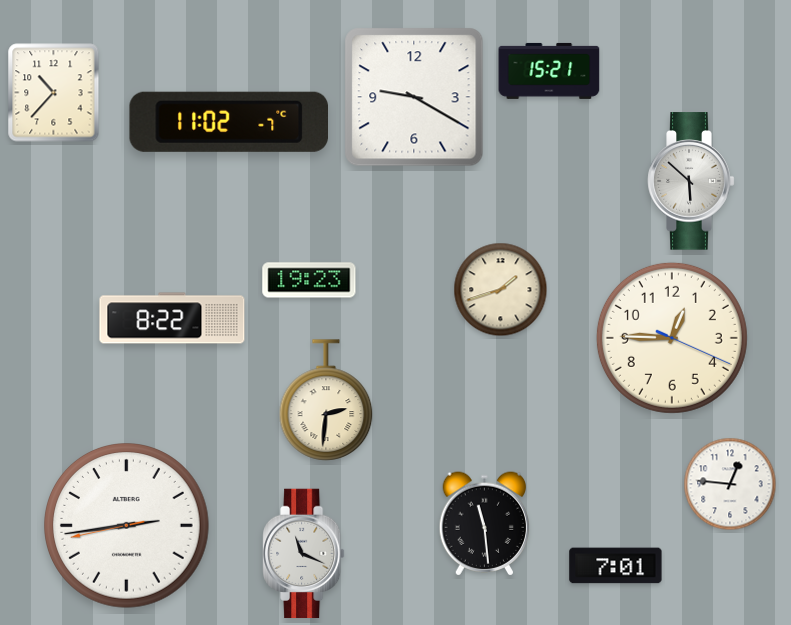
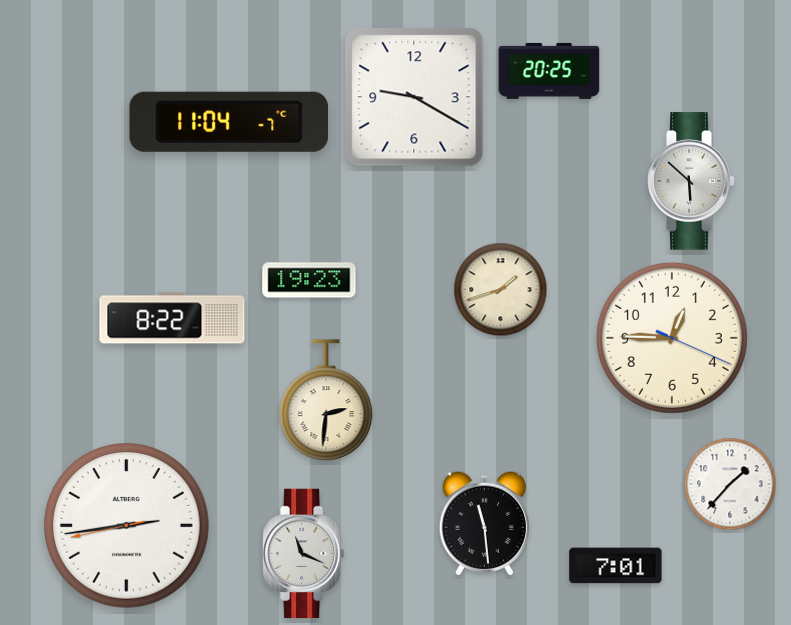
clock at (549, 71): 15:21 -> 20:25
clock at (54, 93): 10:37 -> none
clock at (228, 122): 11:02 -> 11:04
clock at (730, 484): 12:46 -> 1:37
